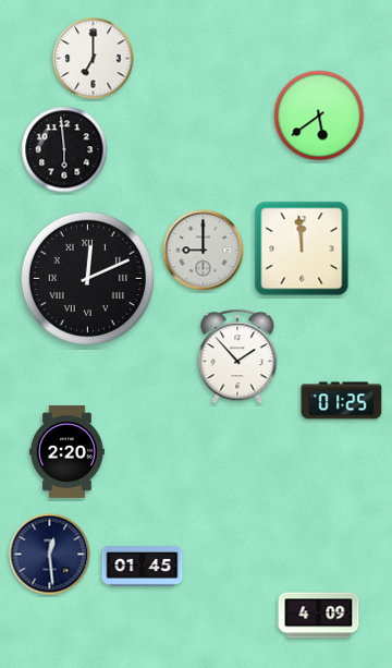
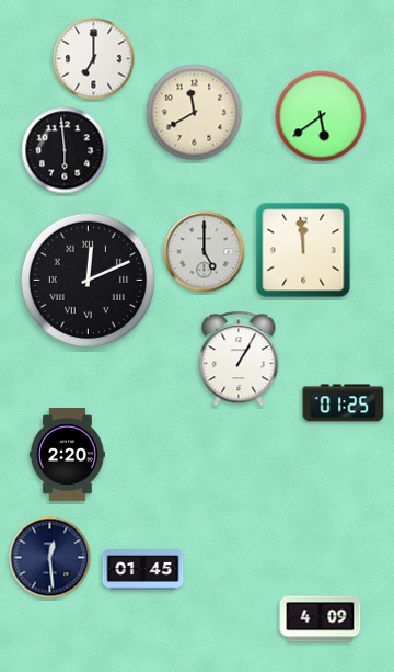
clock at (195, 113): none -> 11:40
clock at (204, 251): 9:00 -> 5:00
clock at (237, 356): 1:53 -> 1:05
